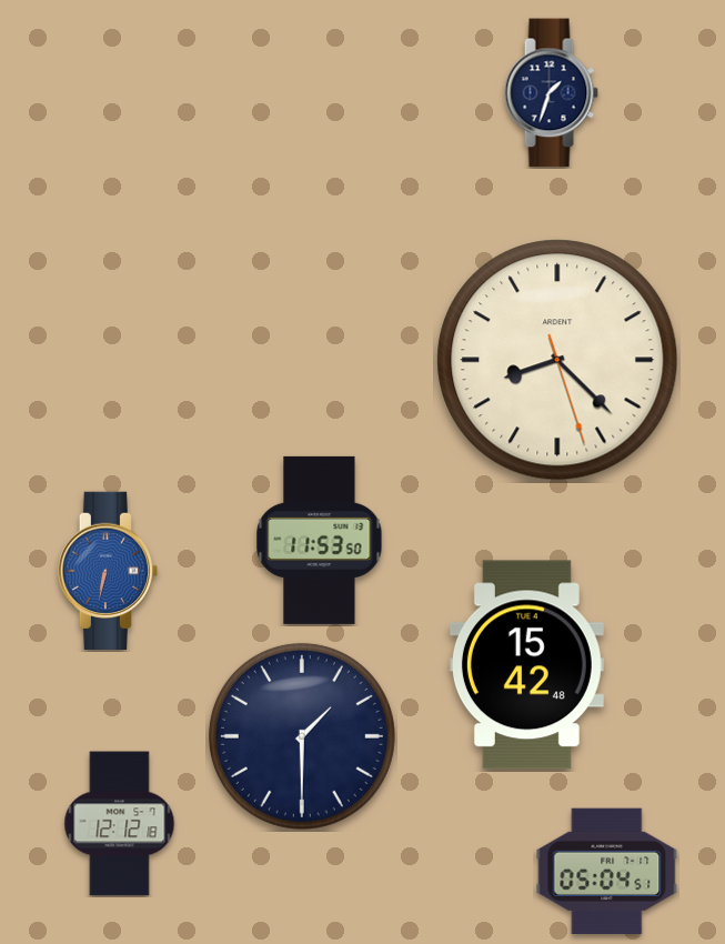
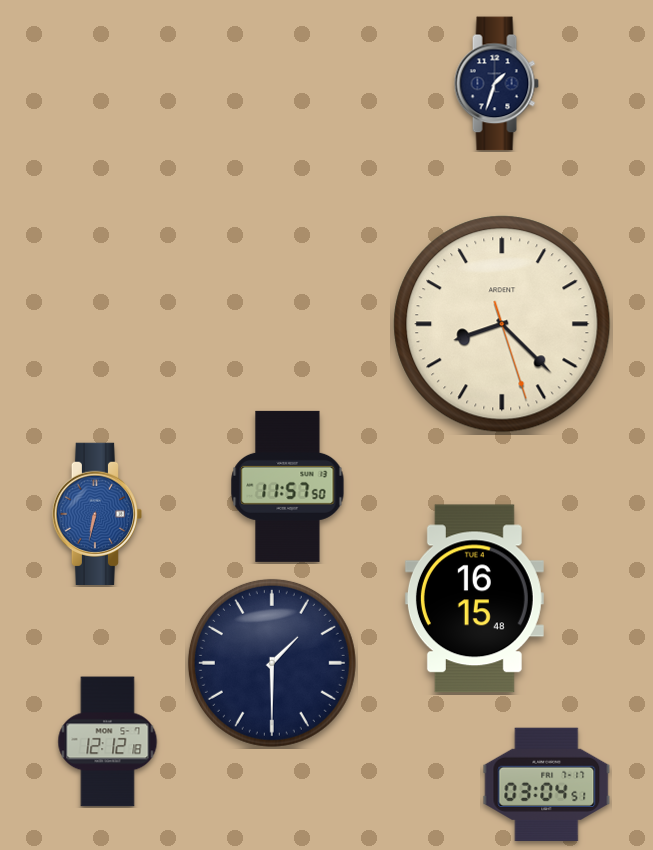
clock at (320, 540): 11:53 -> 11:57
clock at (526, 665): 15:42 -> 16:15
clock at (607, 872): 05:04 -> 03:04
